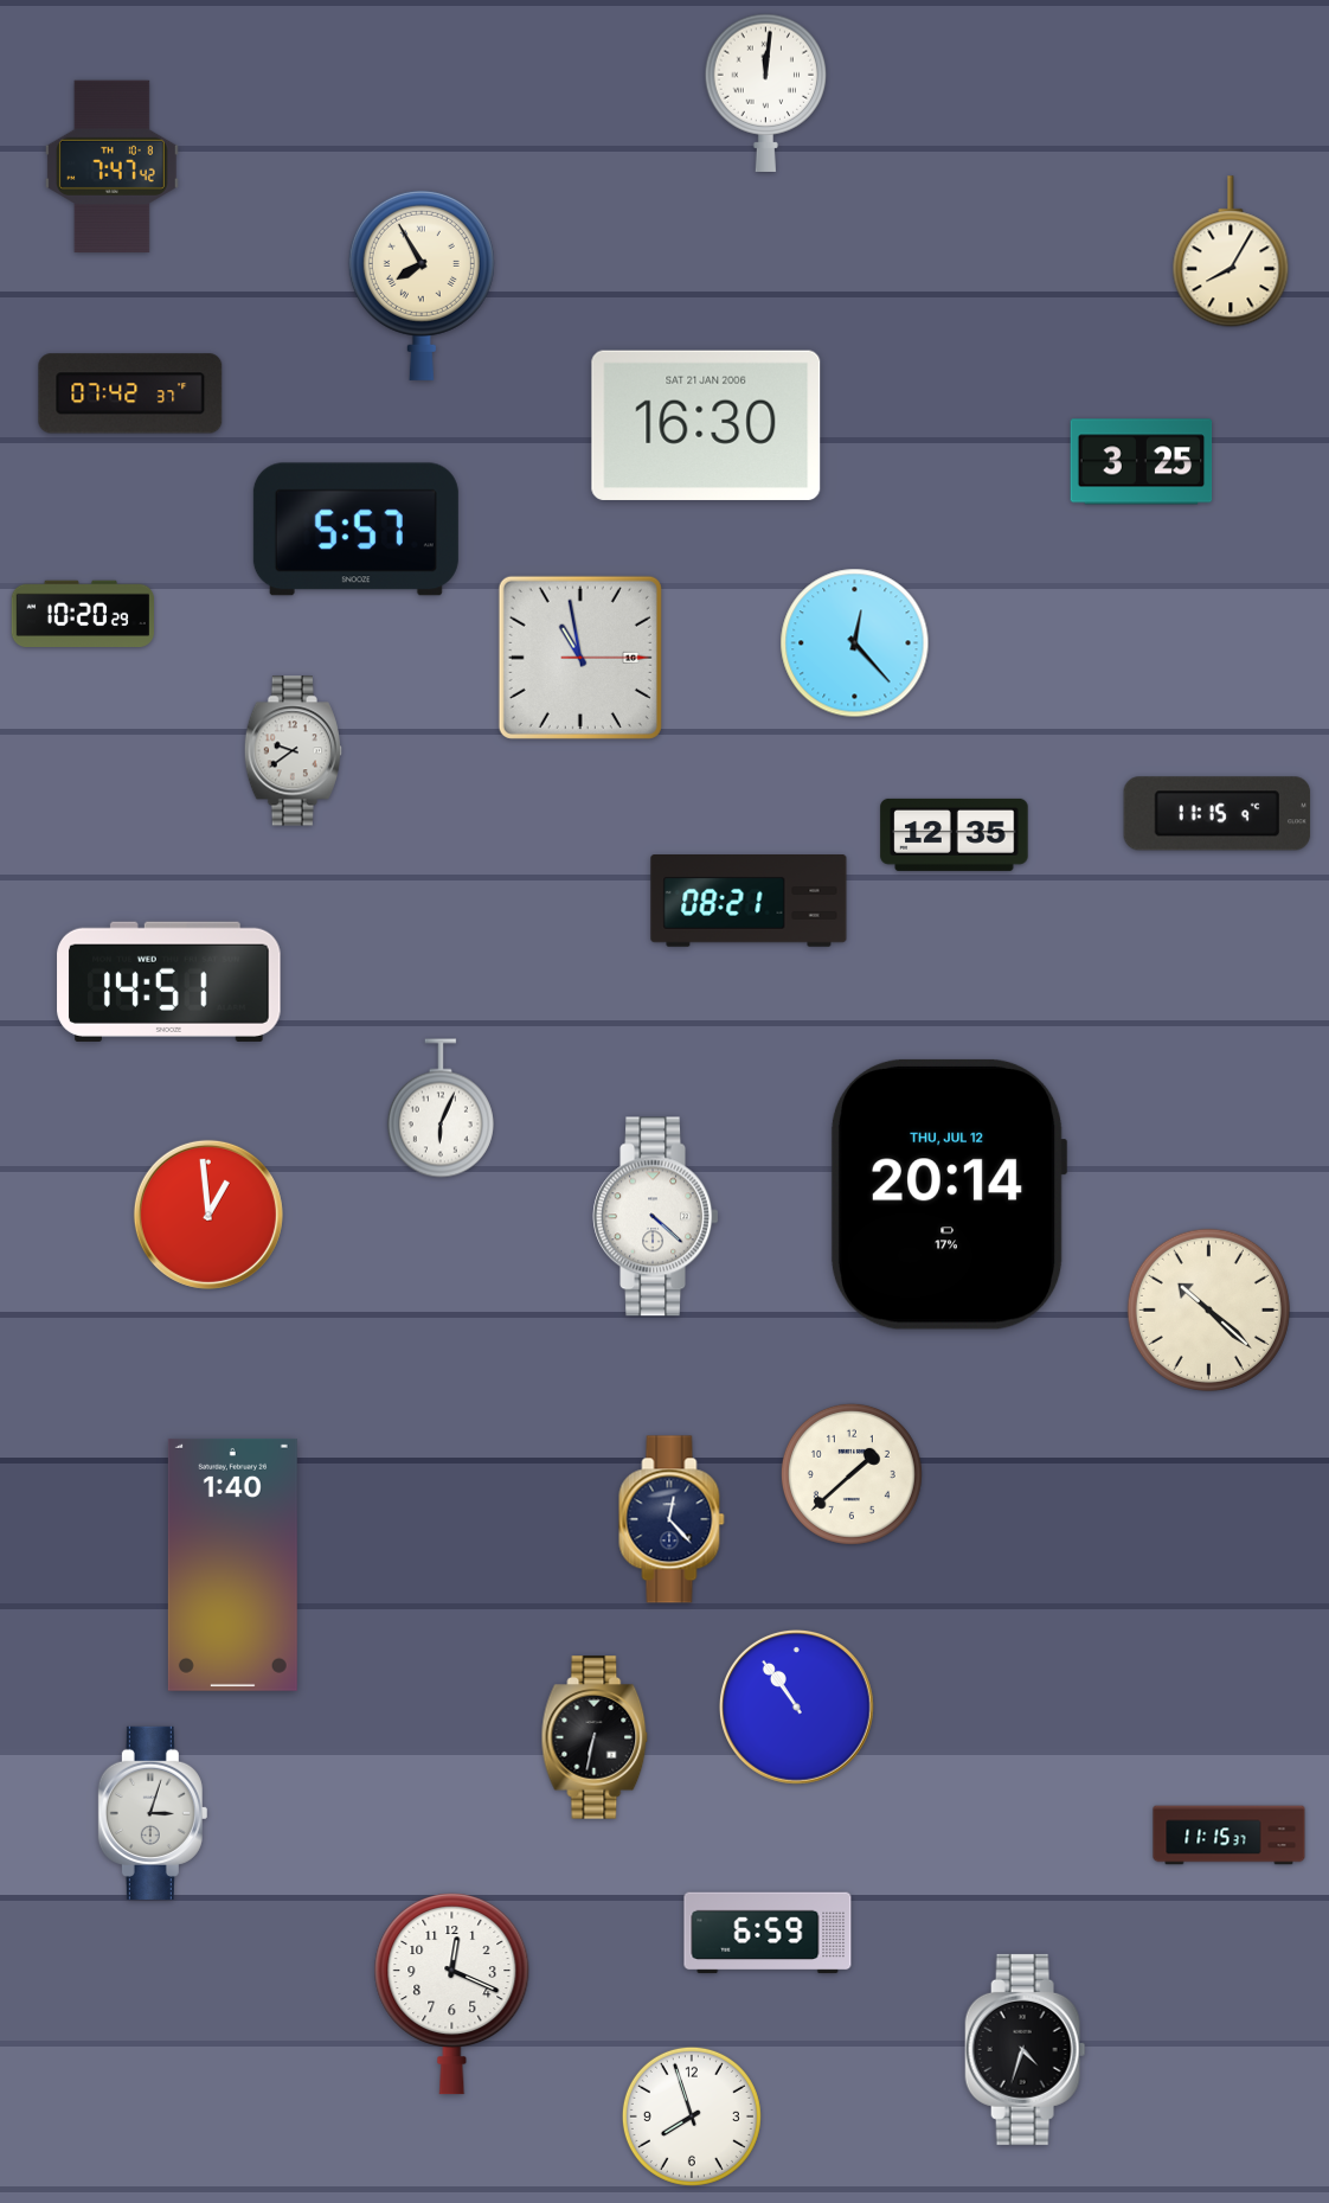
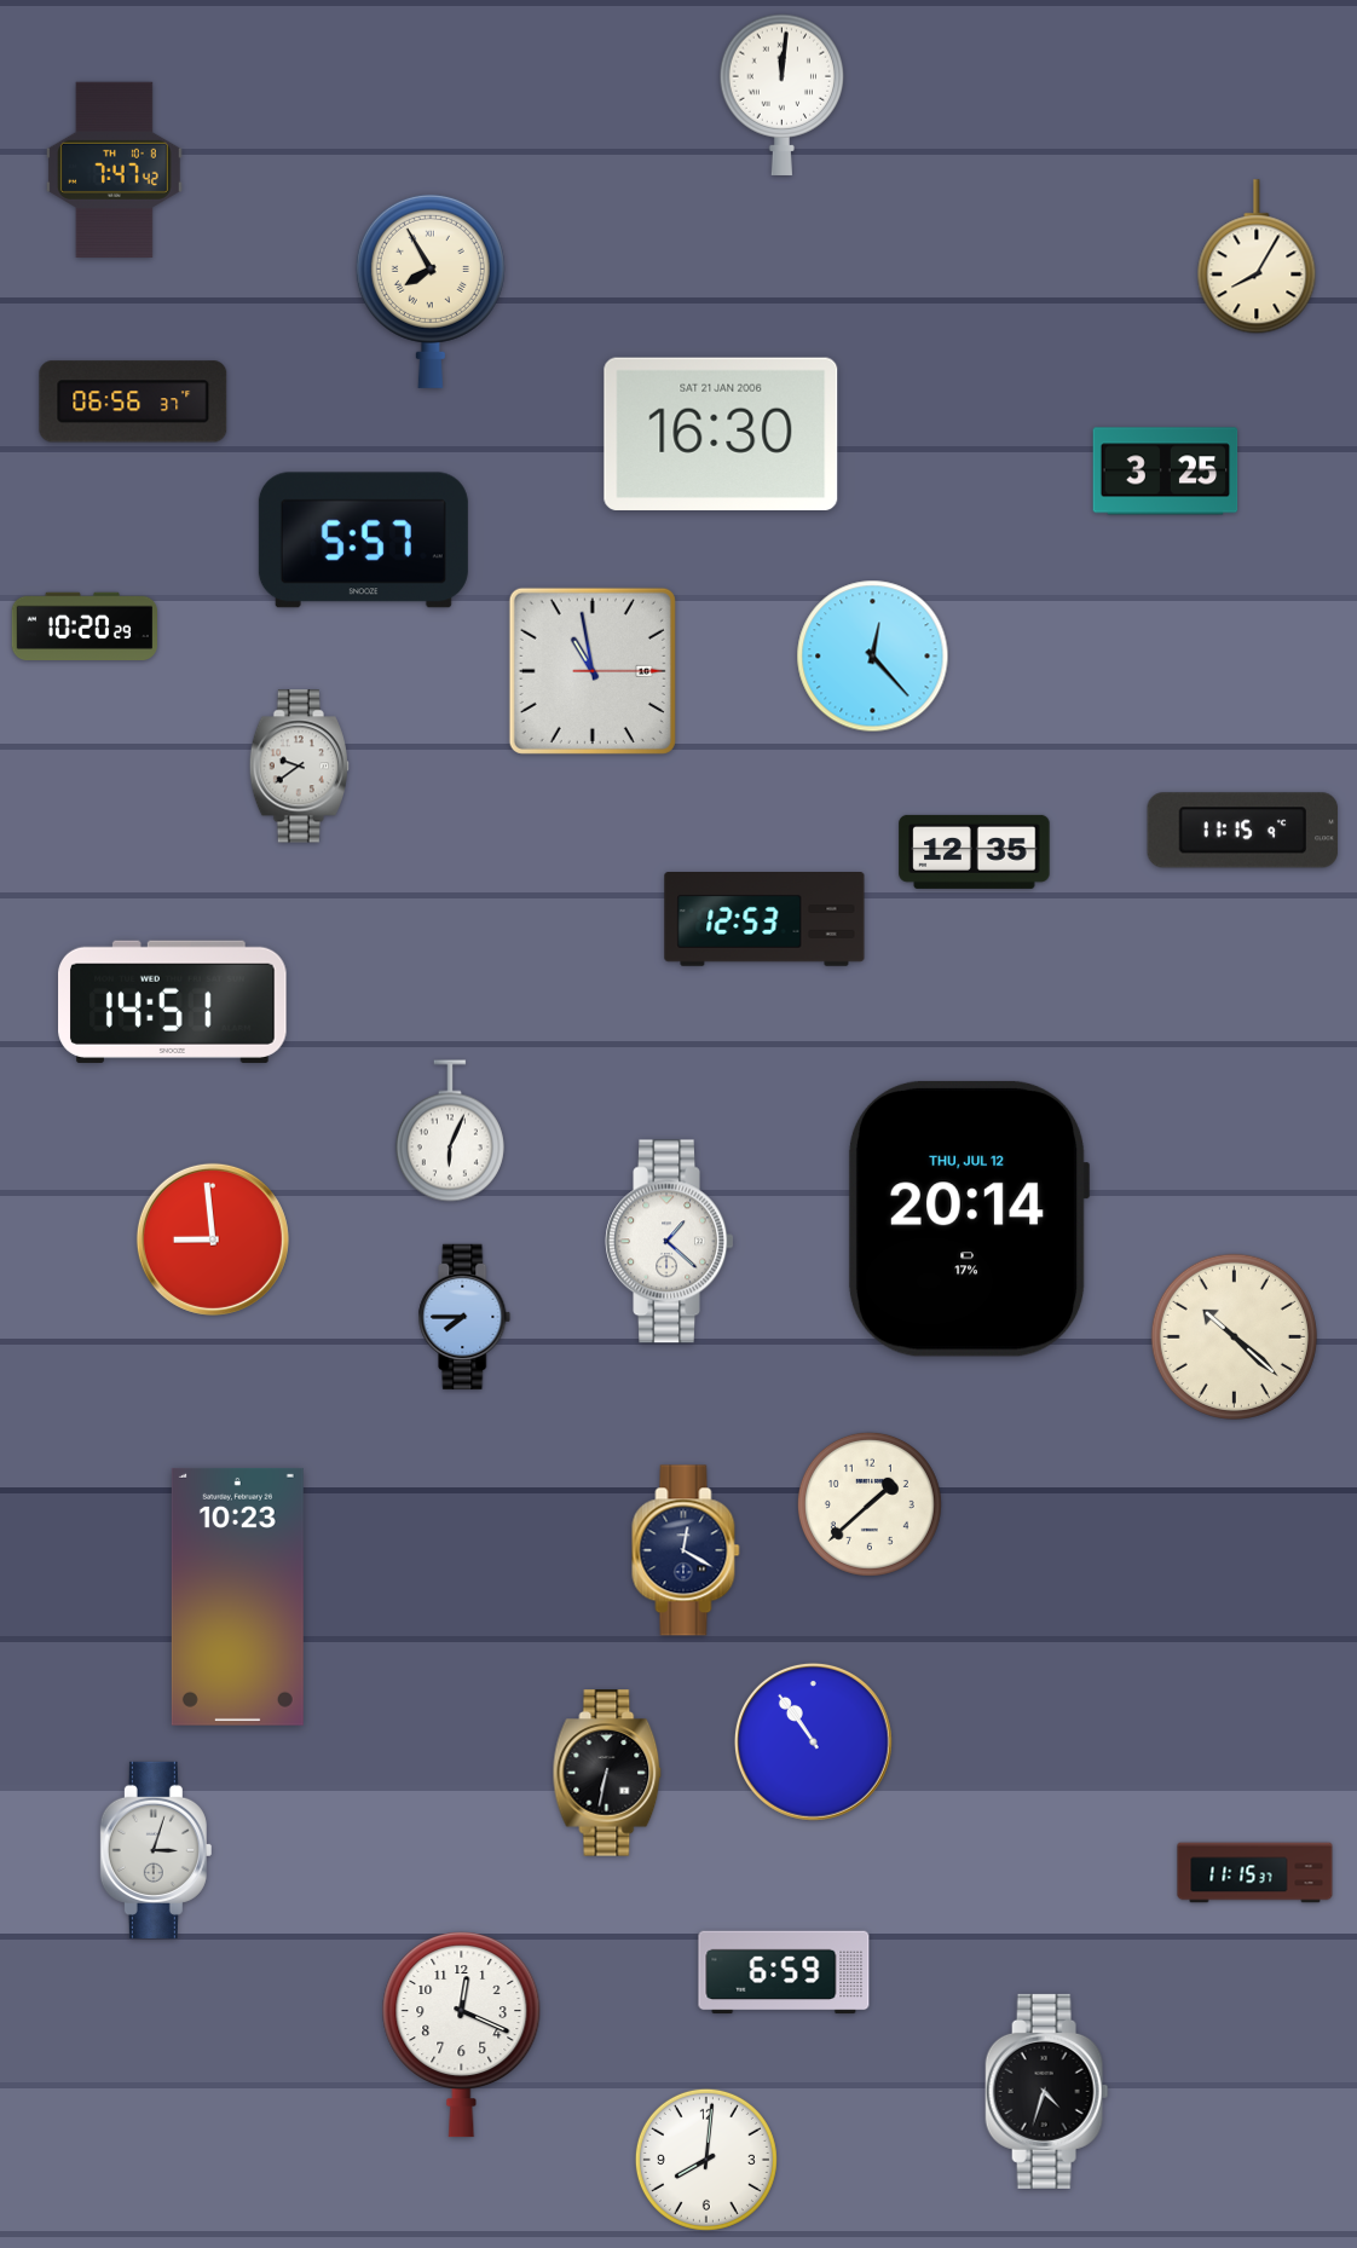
clock at (130, 393): 07:42 -> 06:56
clock at (749, 902): 08:21 -> 12:53
clock at (208, 1215): 12:59 -> 8:59
clock at (656, 1217): 4:22 -> 1:22
clock at (464, 1316): none -> 7:45
clock at (672, 1519): 12:23 -> 12:20
clock at (232, 1564): 1:40 -> 10:23
clock at (692, 2116): 7:57 -> 8:01
